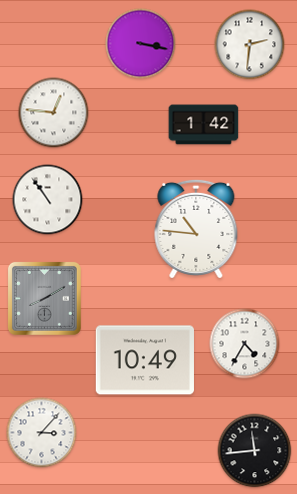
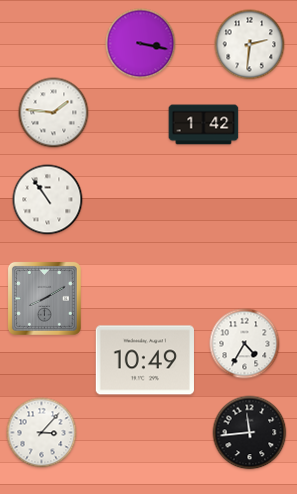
clock at (54, 113): 12:46 -> 1:46
clock at (196, 229): 10:46 -> none
clock at (255, 451) position: (255, 451) -> (250, 433)
